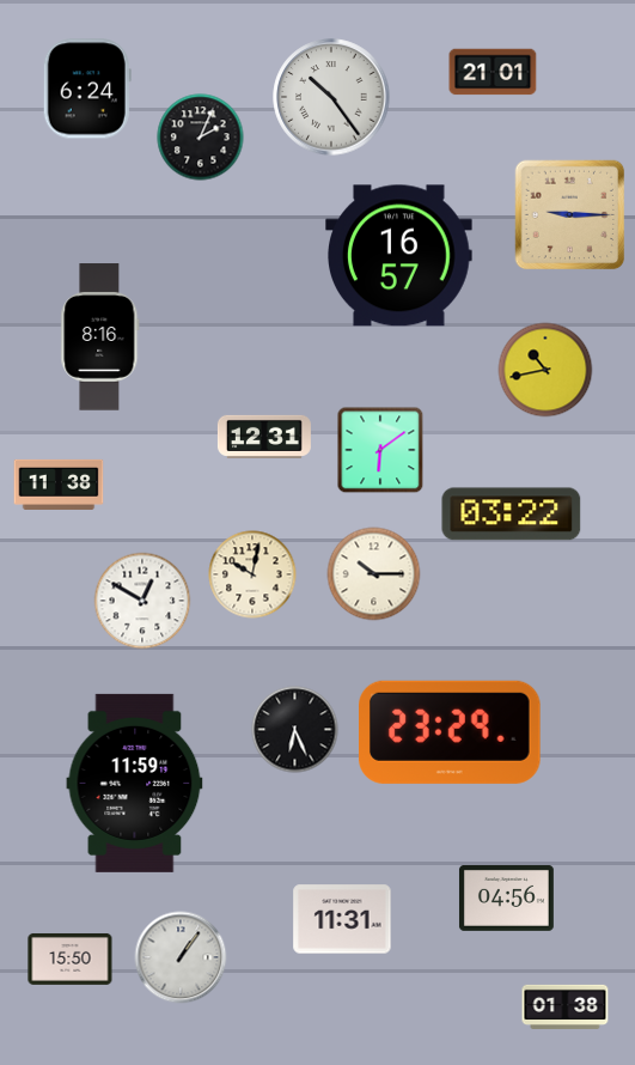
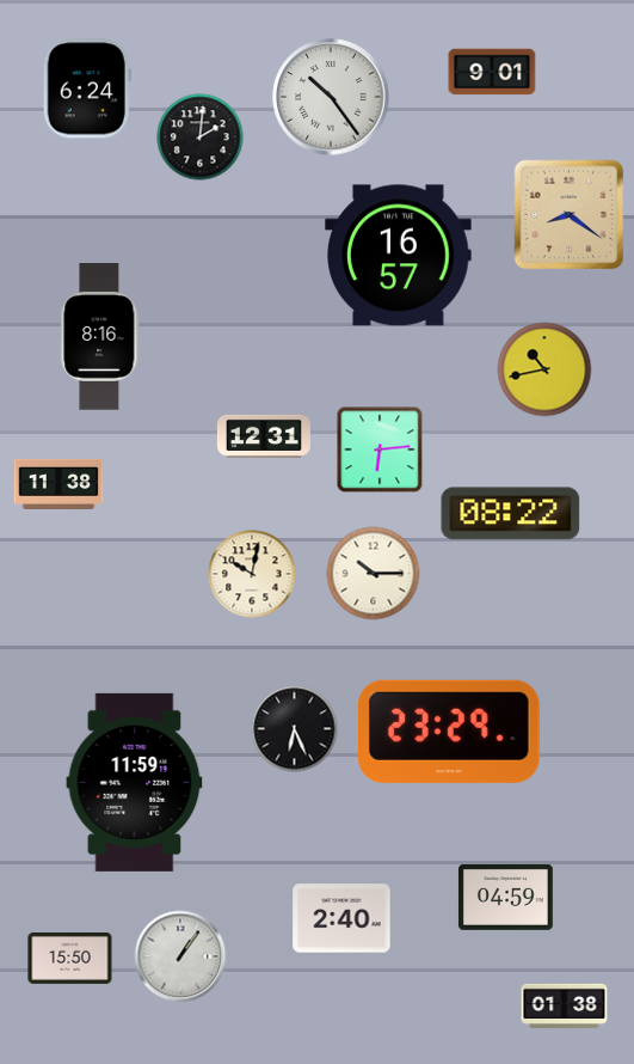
clock at (493, 72): 21:01 -> 9:01
clock at (201, 138): 2:04 -> 2:01
clock at (570, 215): 9:15 -> 8:21
clock at (380, 450): 6:09 -> 6:14
clock at (512, 515): 03:22 -> 08:22
clock at (142, 601): 12:50 -> none
clock at (506, 897): 04:56 -> 04:59
clock at (342, 919): 11:31 -> 2:40
